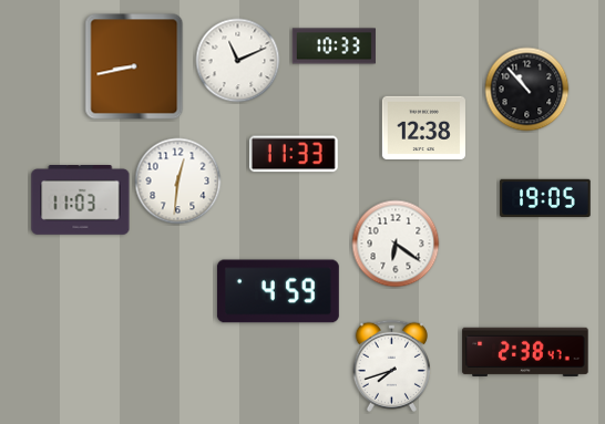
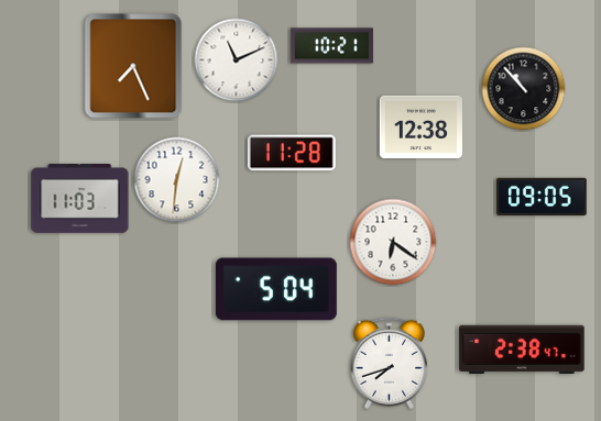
clock at (334, 46): 10:33 -> 10:21
clock at (134, 66): 8:43 -> 7:26
clock at (294, 154): 11:33 -> 11:28
clock at (545, 197): 19:05 -> 09:05
clock at (278, 291): 4:59 -> 5:04
